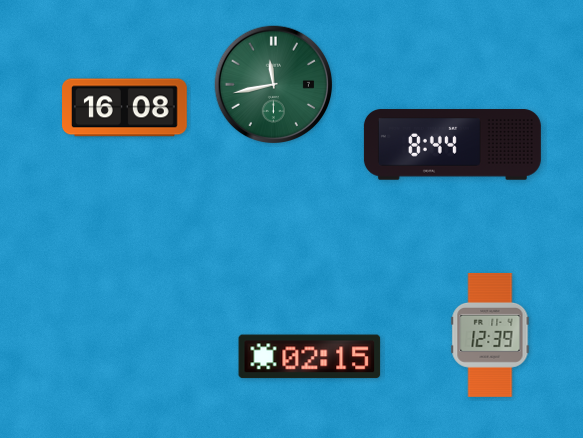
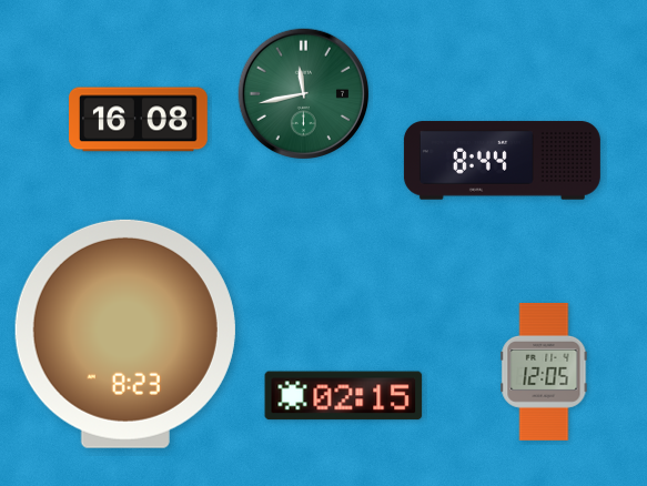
clock at (125, 334): none -> 8:23
clock at (490, 335): 12:39 -> 12:05
